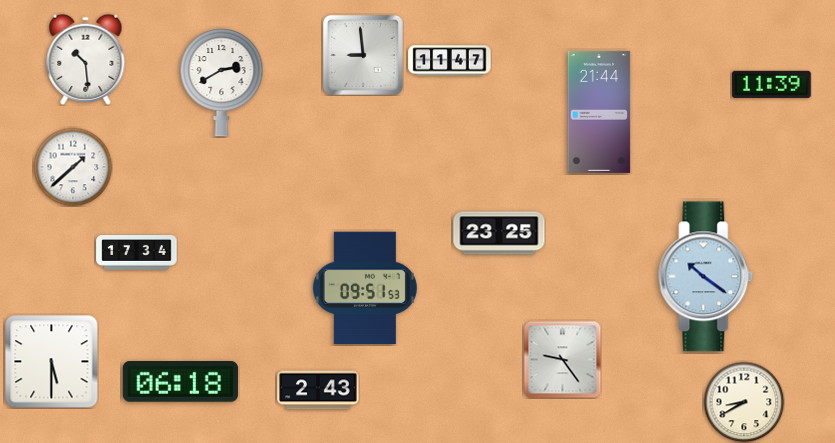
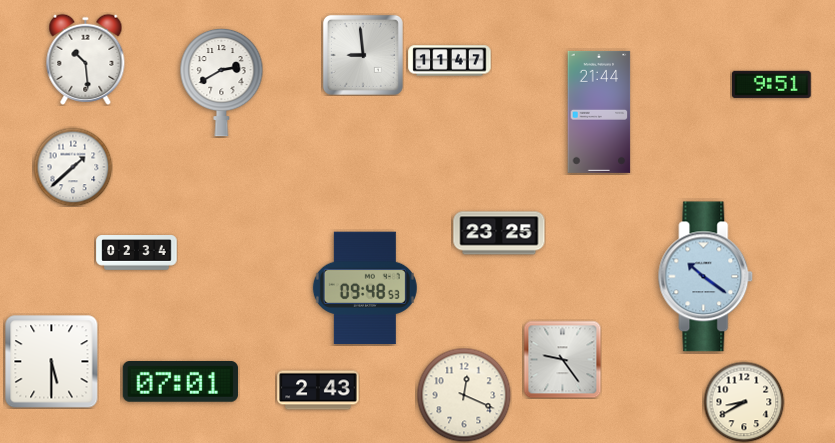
clock at (772, 84): 11:39 -> 9:51
clock at (137, 253): 17:34 -> 02:34
clock at (365, 288): 09:51 -> 09:48
clock at (180, 382): 06:18 -> 07:01
clock at (464, 395): none -> 12:19
